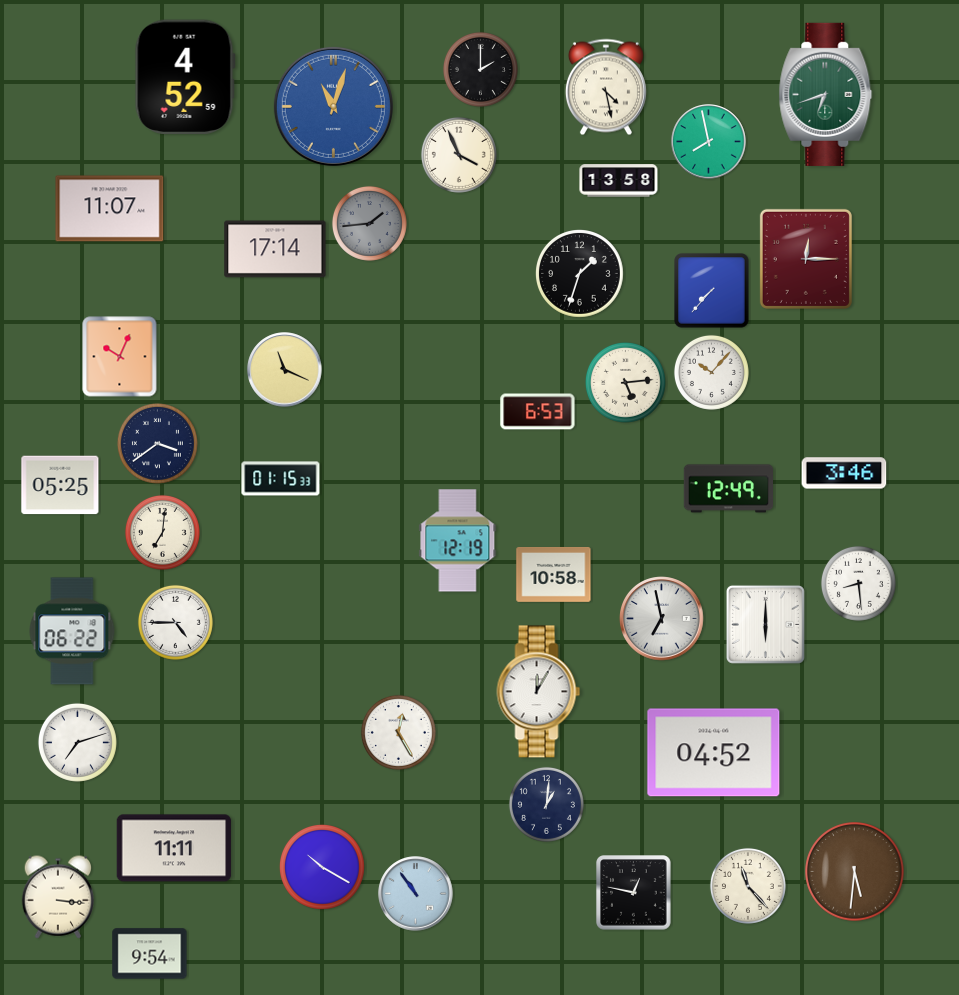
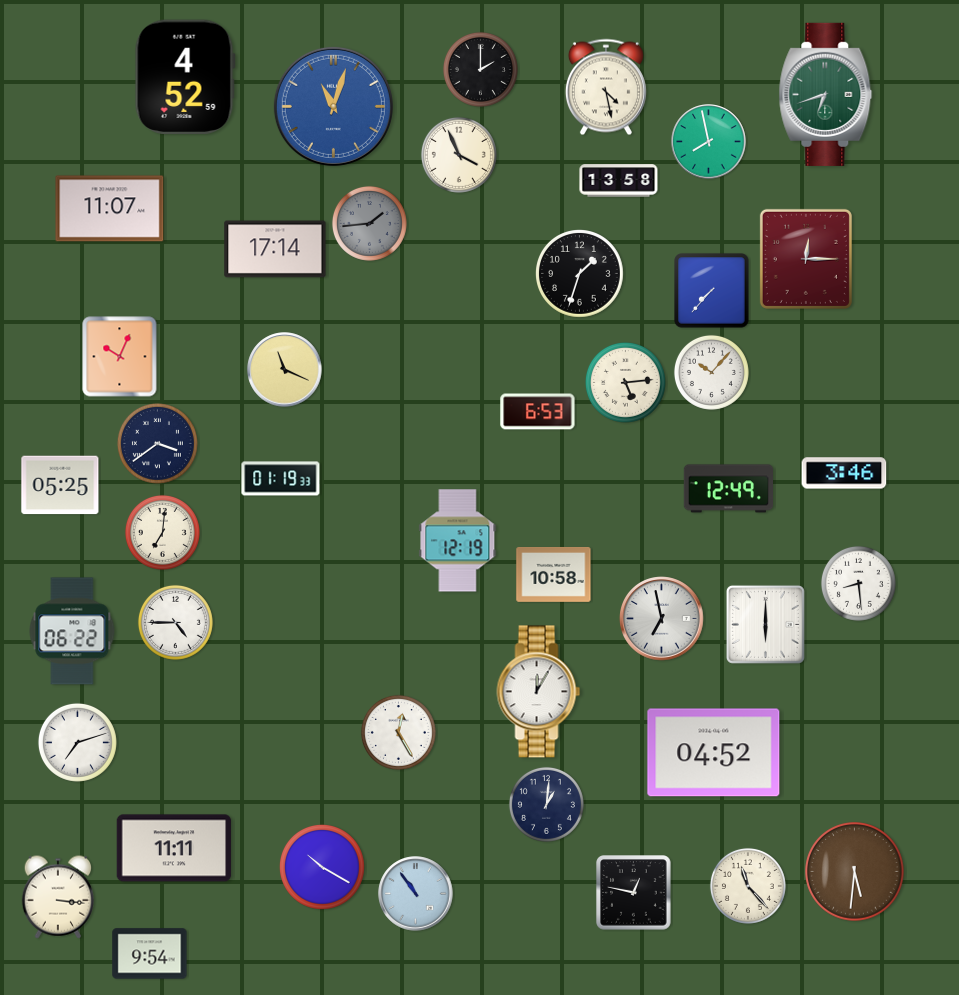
clock at (281, 479): 01:15 -> 01:19
